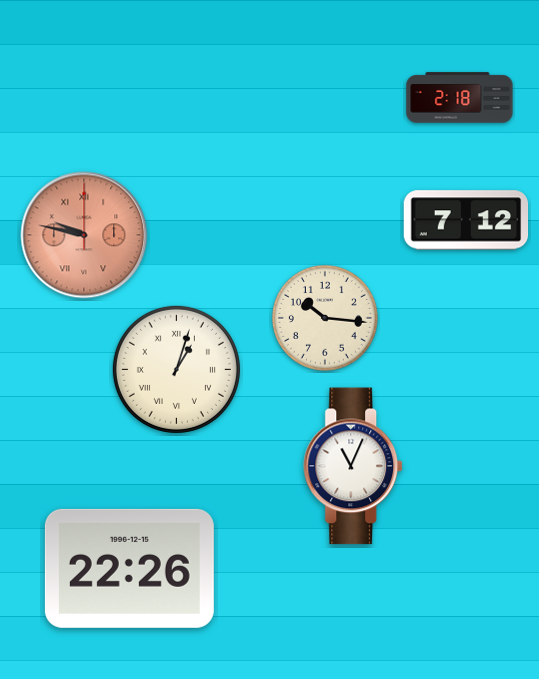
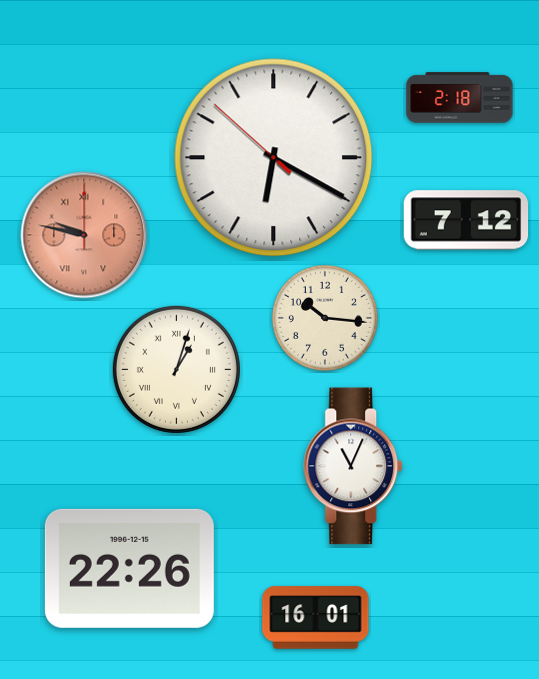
clock at (274, 158): none -> 6:19
clock at (316, 618): none -> 16:01
